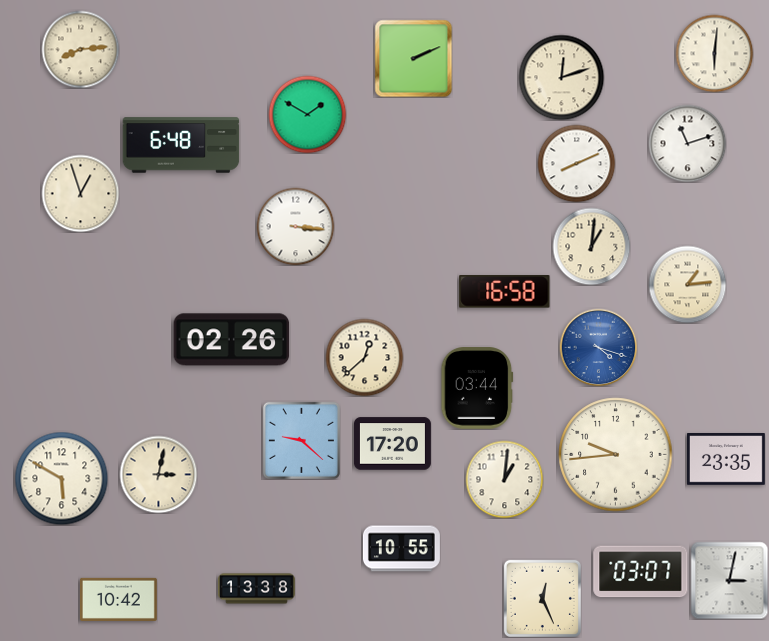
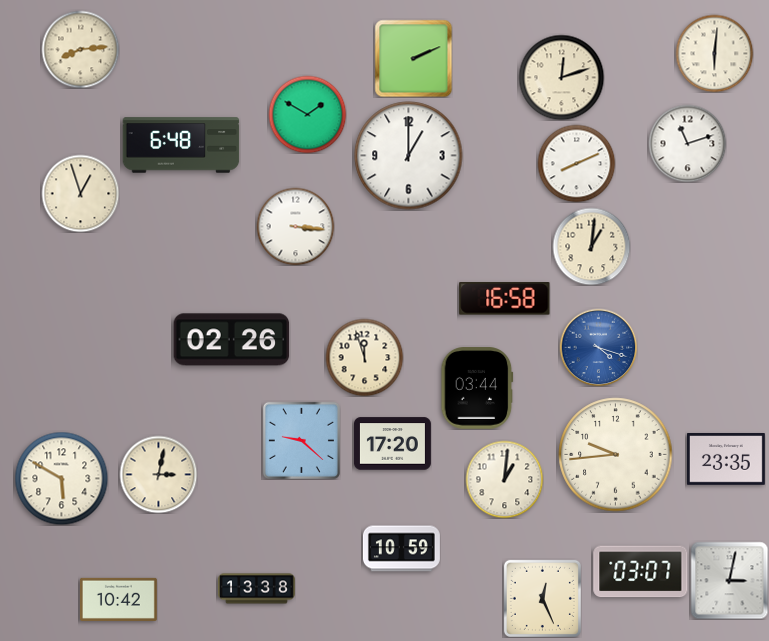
clock at (409, 156): none -> 1:00
clock at (687, 284): 1:14 -> none
clock at (505, 292) position: (505, 292) -> (505, 299)
clock at (364, 357): 12:38 -> 11:57
clock at (401, 549): 10:55 -> 10:59
